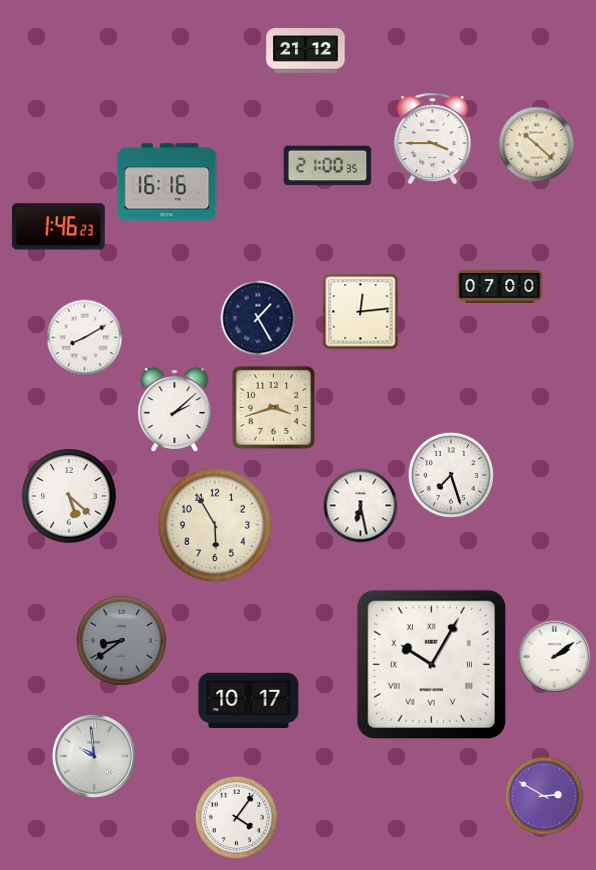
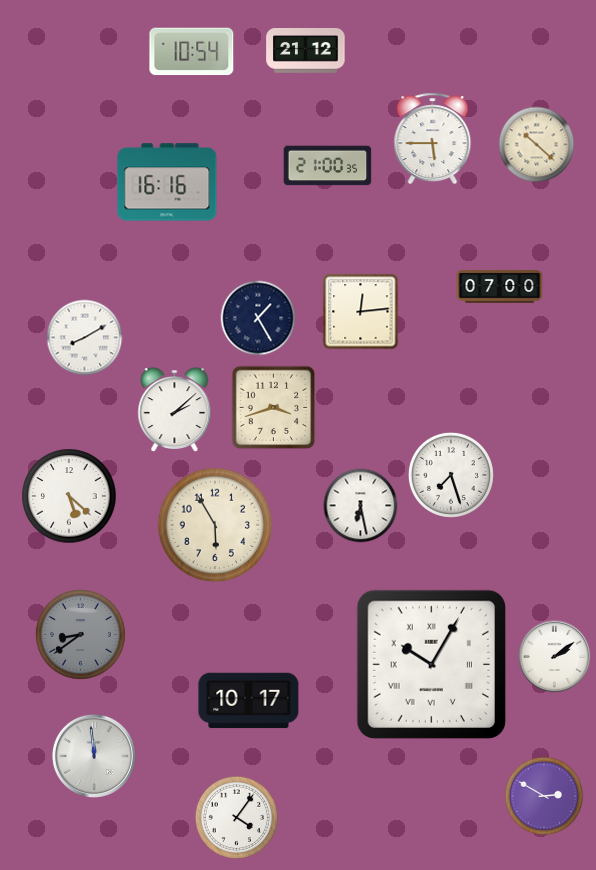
clock at (192, 52): none -> 10:54
clock at (433, 139): 3:45 -> 5:45
clock at (58, 227): 1:46 -> none
clock at (122, 641) position: (122, 641) -> (81, 635)
clock at (94, 756): 9:59 -> 11:59
